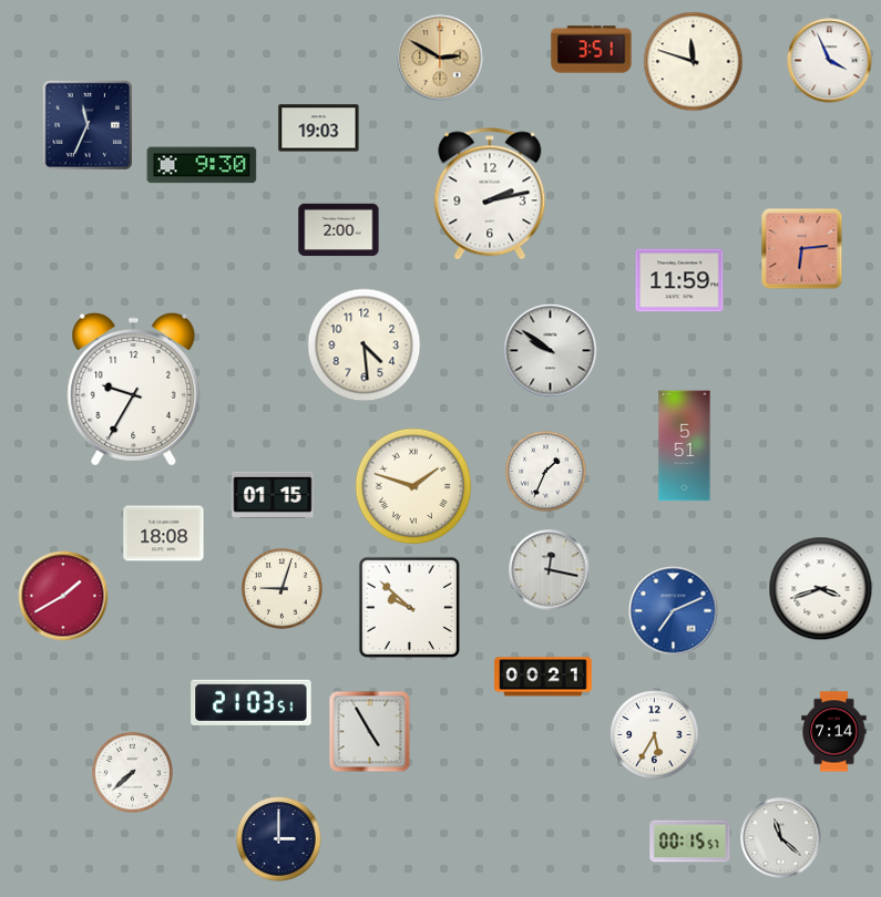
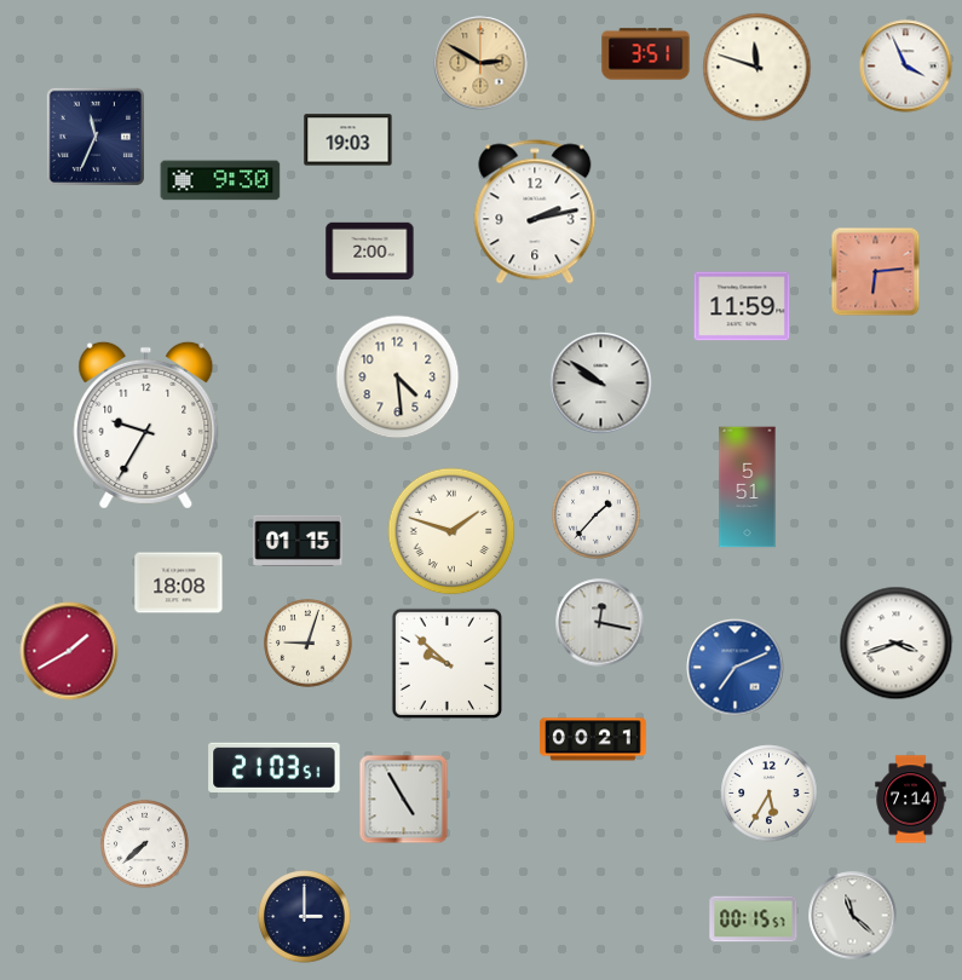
clock at (546, 472): 1:34 -> 1:37
clock at (655, 735) position: (655, 735) -> (770, 794)
